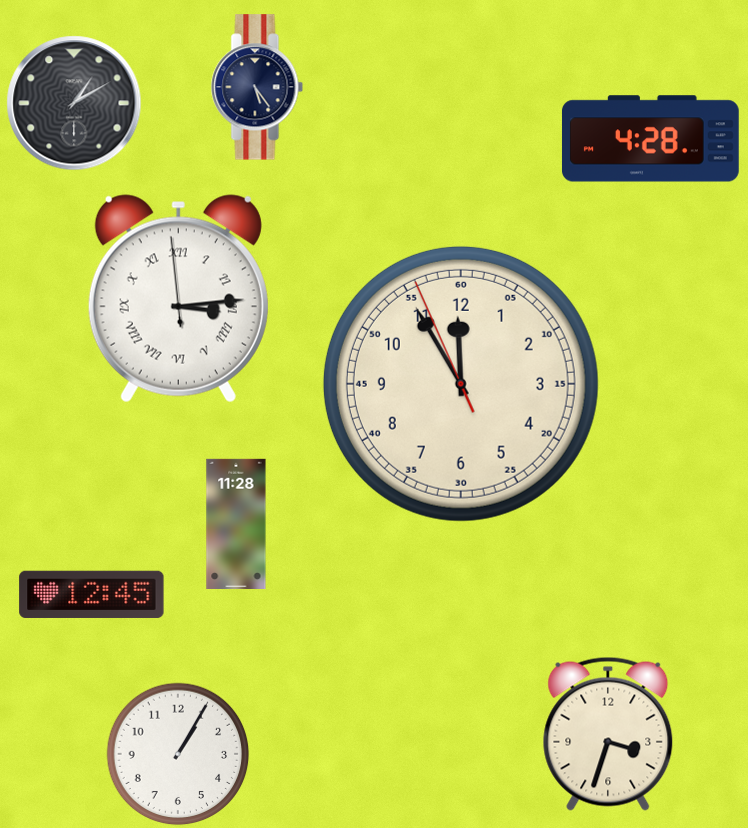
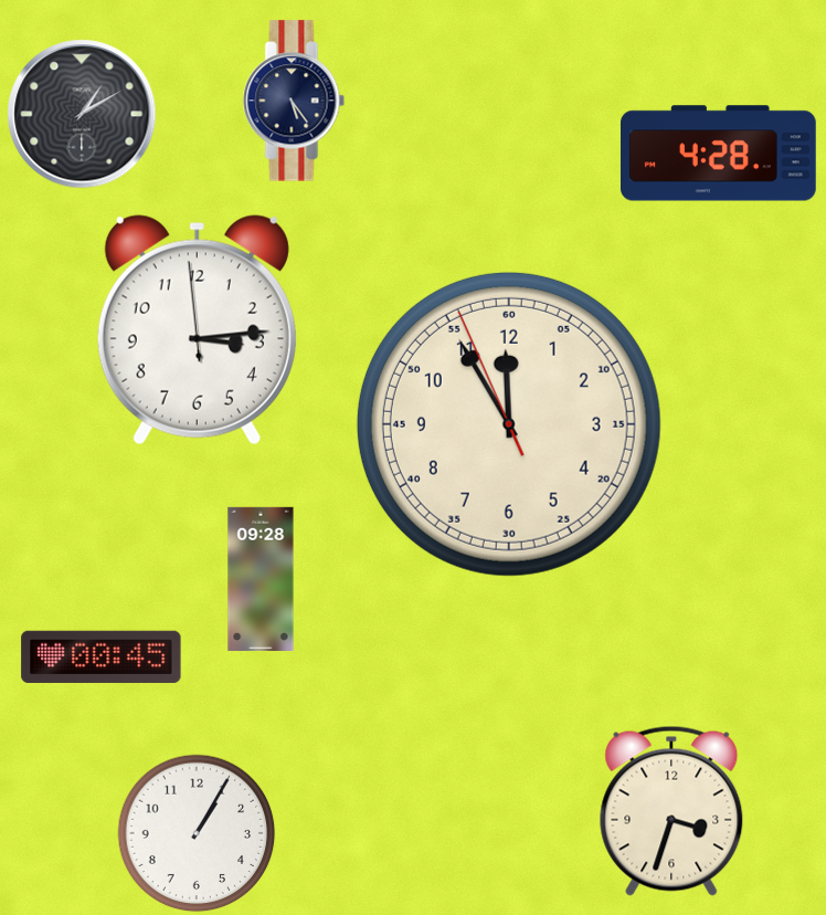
clock at (257, 87) position: (257, 87) -> (294, 101)
clock at (178, 299) numerals: Roman -> Arabic
clock at (236, 523): 11:28 -> 09:28
clock at (92, 594): 12:45 -> 00:45
